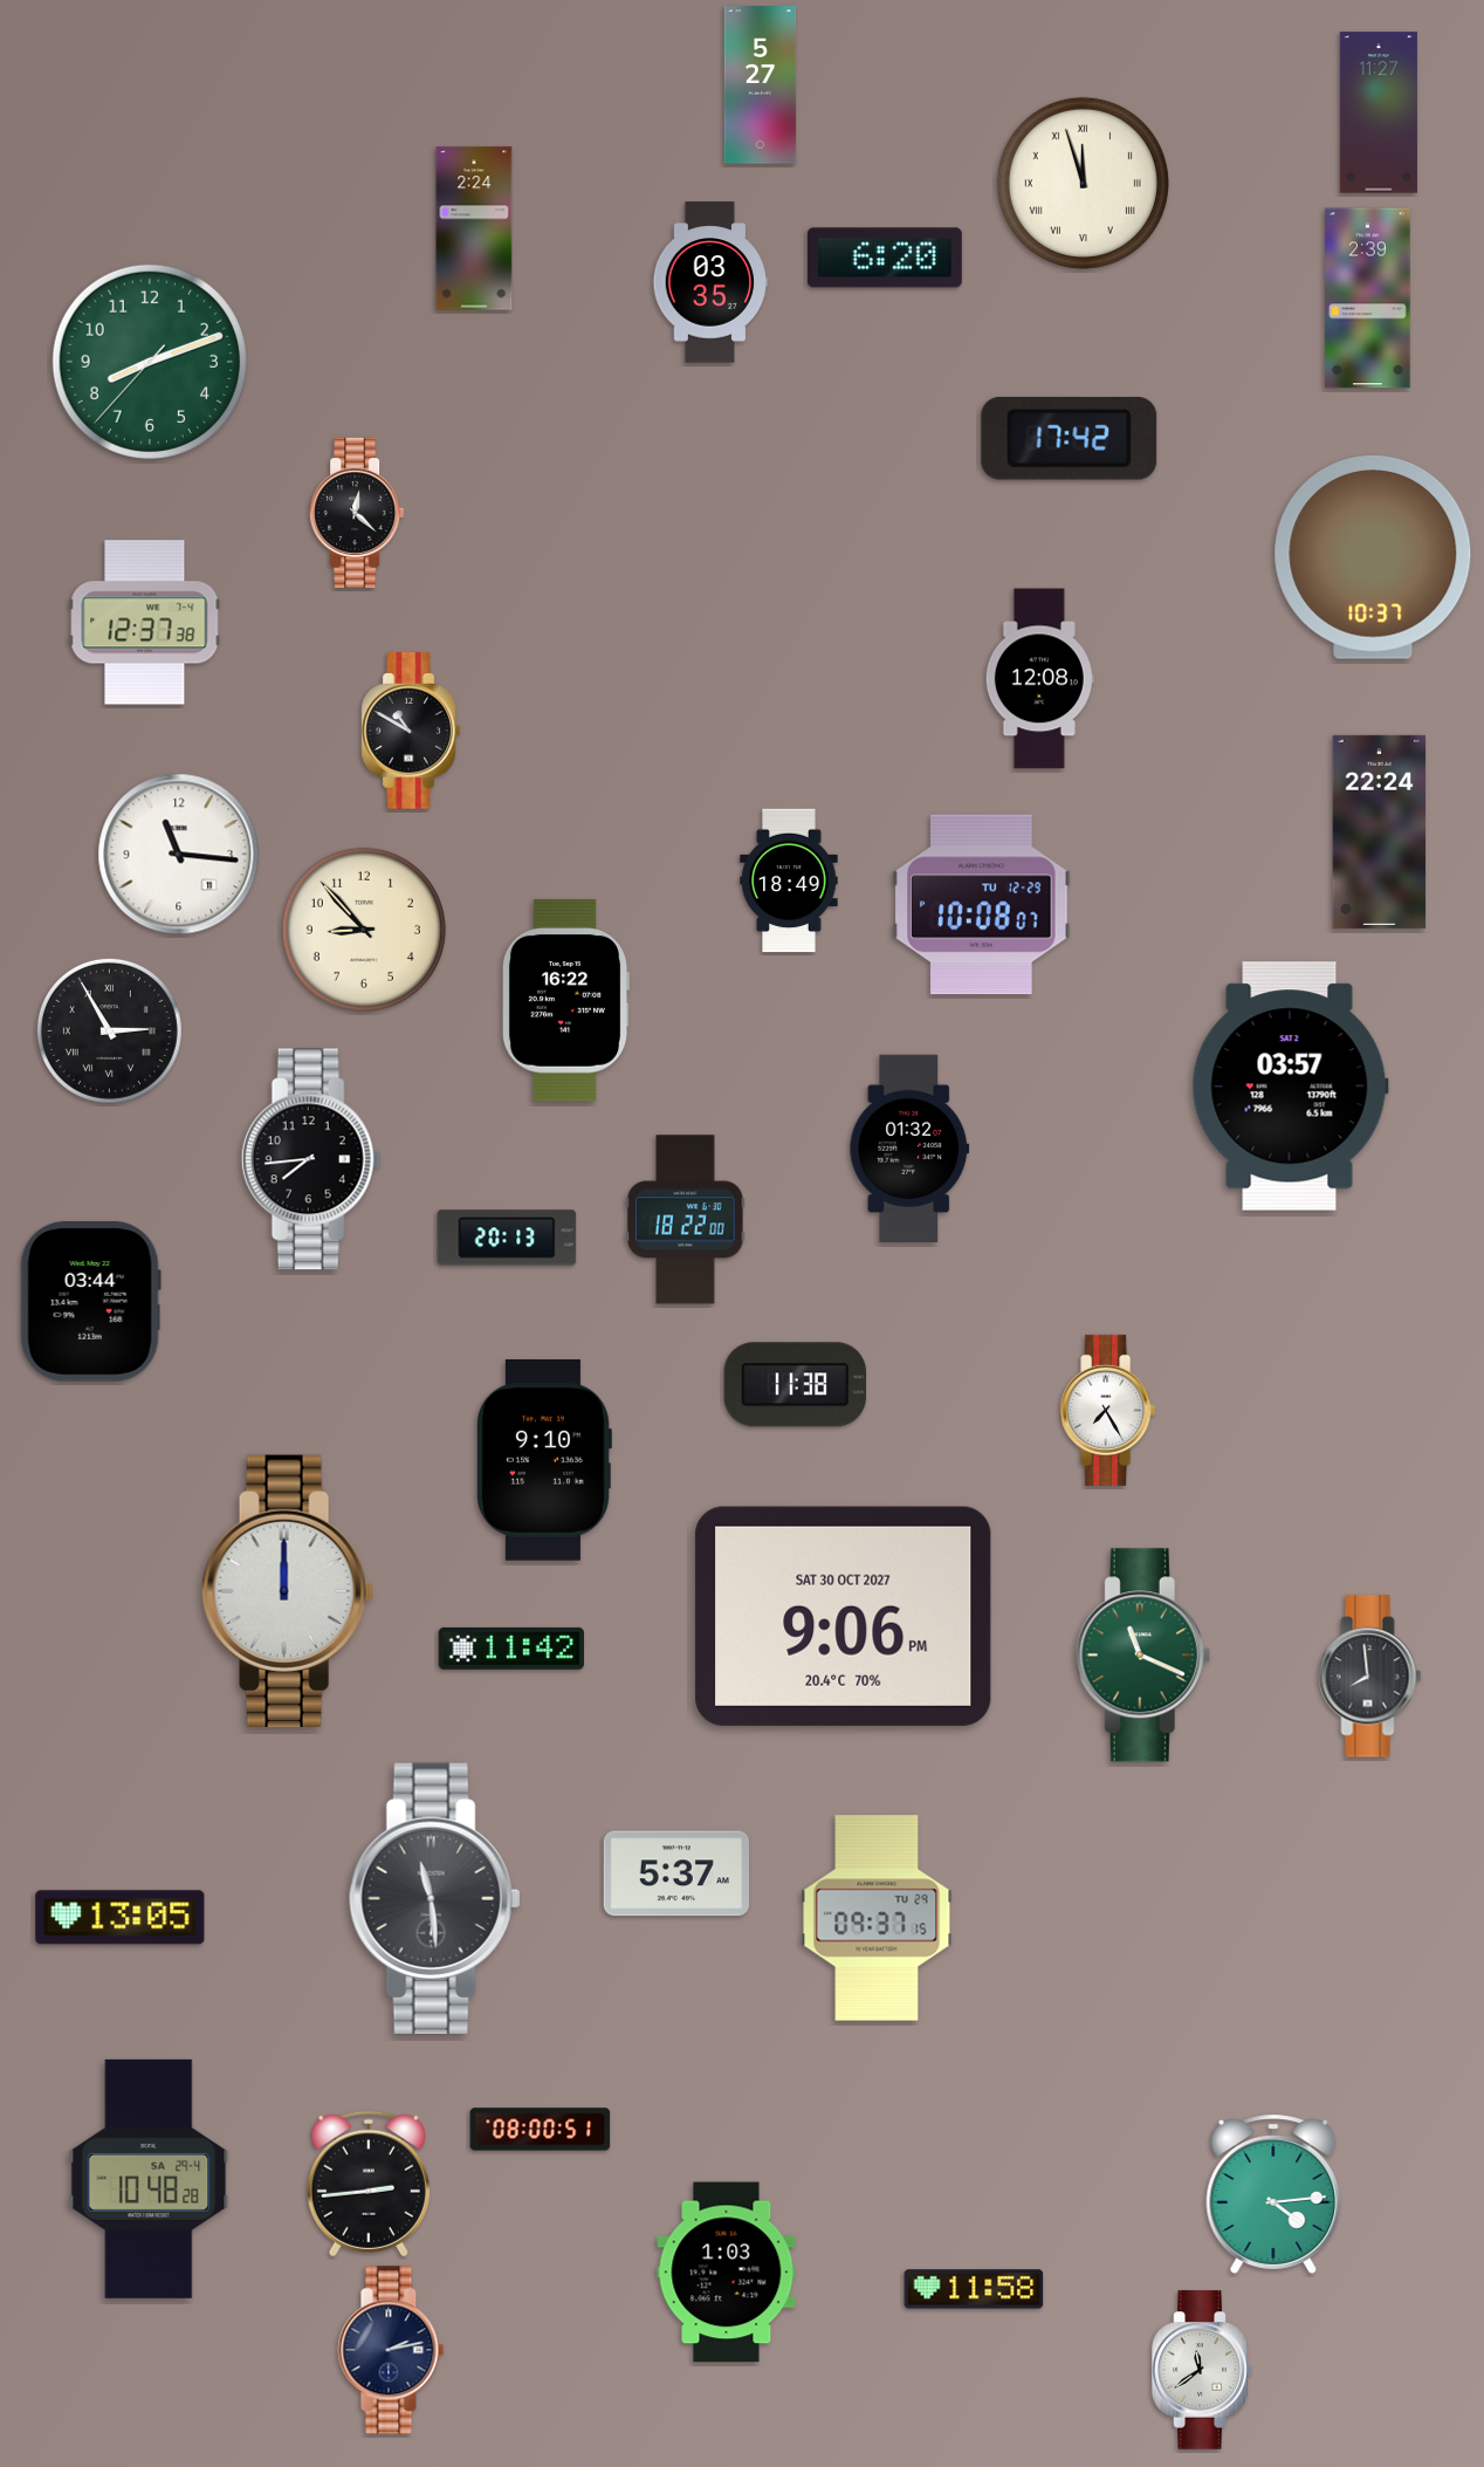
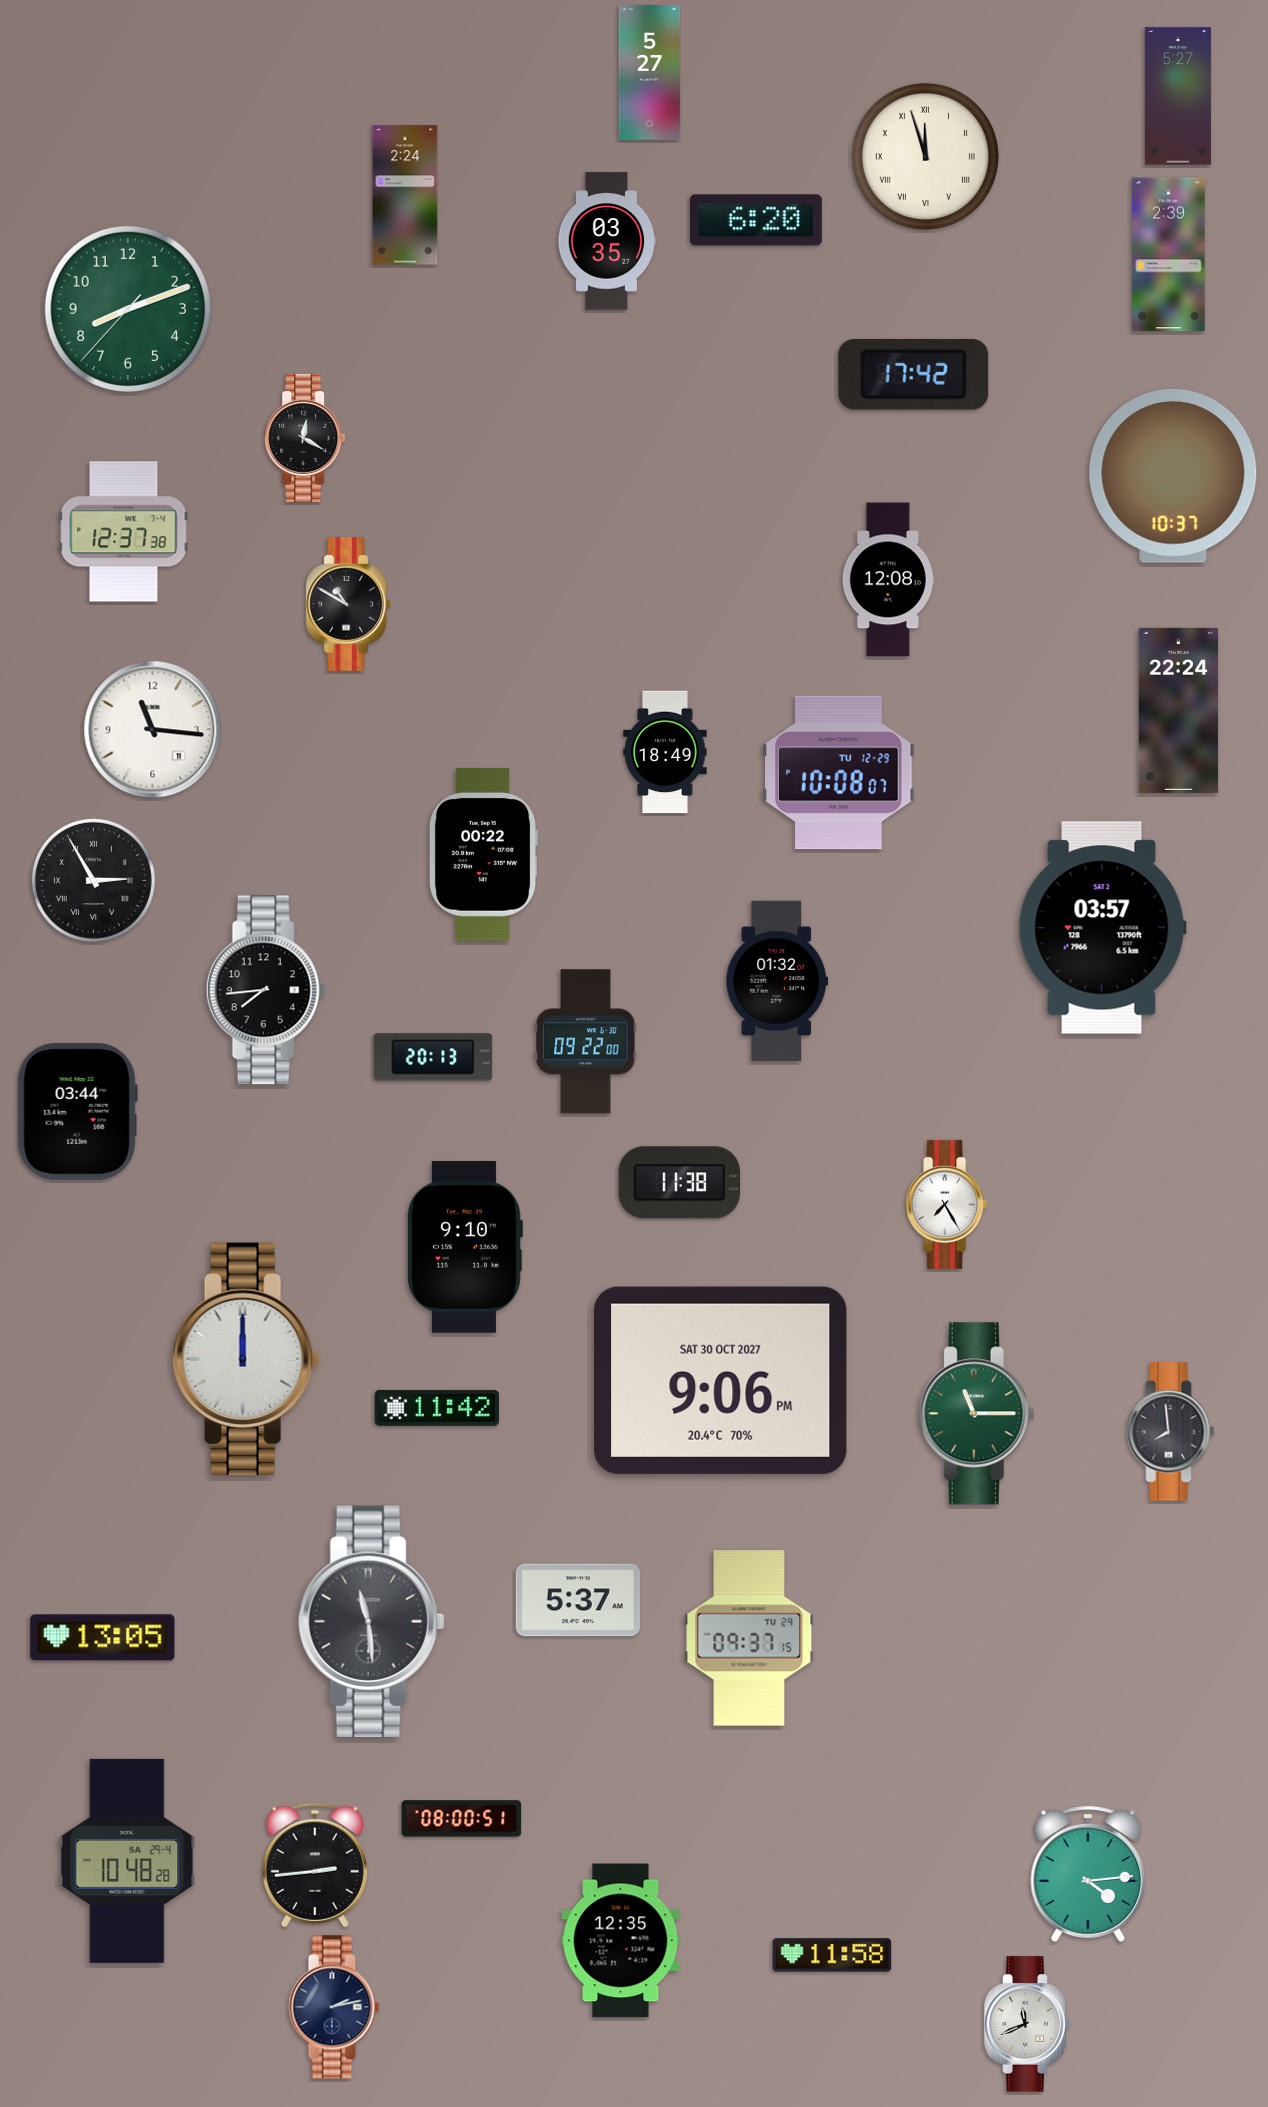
clock at (1379, 112): 11:27 -> 5:27
clock at (357, 513): 12:22 -> 12:20
clock at (411, 732) position: (411, 732) -> (348, 605)
clock at (789, 880) position: (789, 880) -> (665, 752)
clock at (364, 930): 8:53 -> none
clock at (564, 1001): 16:22 -> 00:22
clock at (686, 1220): 18:22 -> 09:22
clock at (1142, 1656): 11:19 -> 11:15
clock at (727, 2273): 1:03 -> 12:35
clock at (1202, 2370): 11:39 -> 11:41
